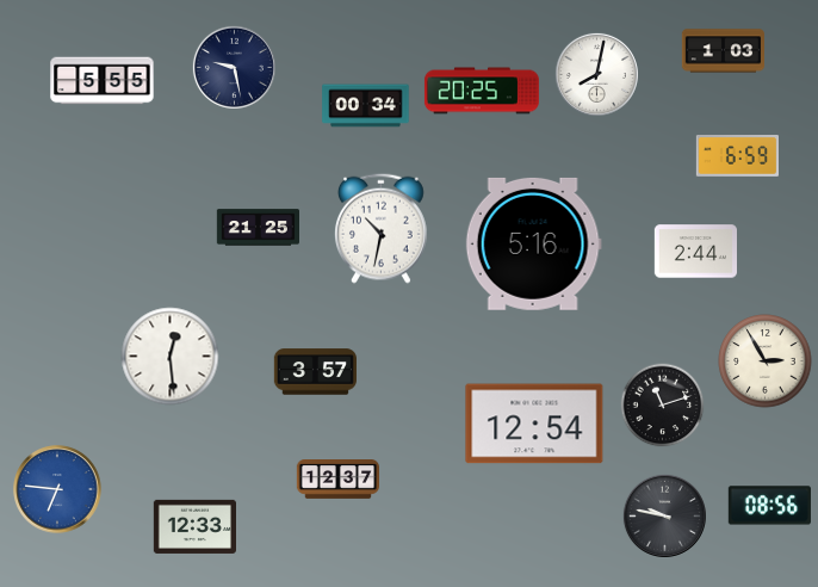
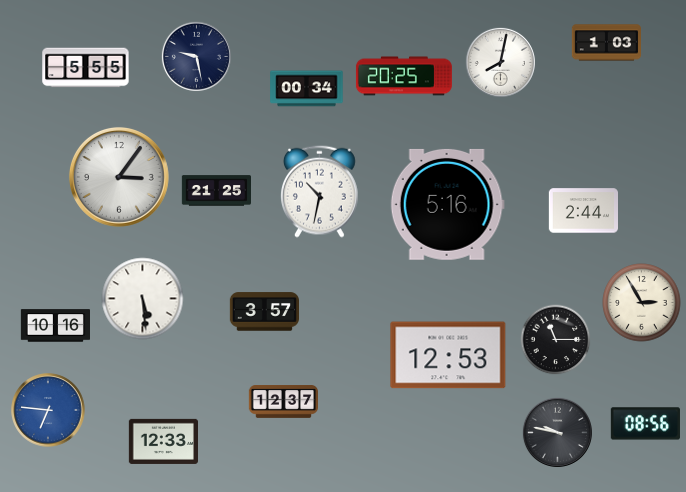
clock at (737, 156): 6:59 -> none
clock at (119, 177): none -> 3:06
clock at (171, 357): 12:29 -> 5:29
clock at (55, 326): none -> 10:16
clock at (663, 406): 11:12 -> 11:15
clock at (534, 424): 12:54 -> 12:53
